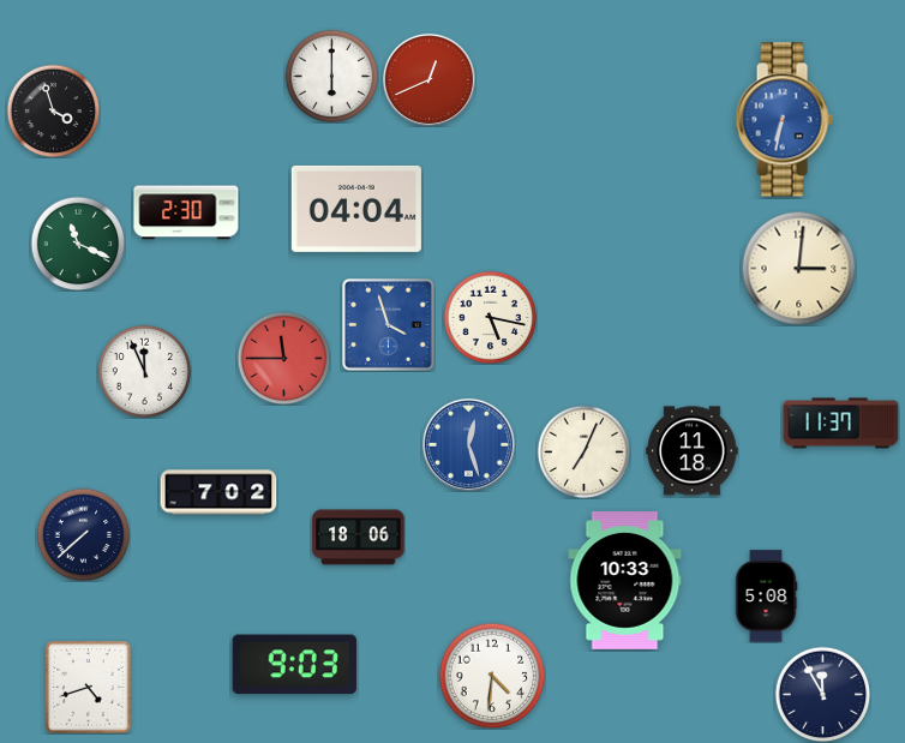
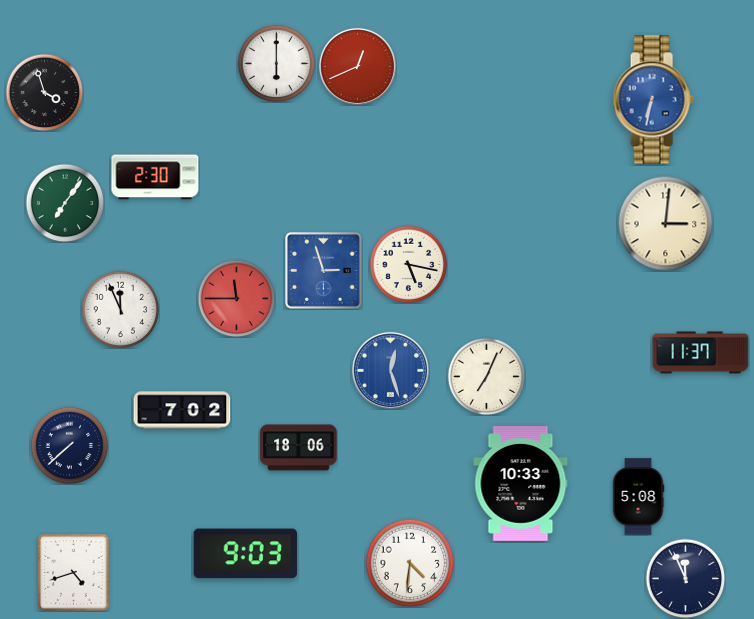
clock at (356, 209): 04:04 -> none
clock at (78, 244): 11:19 -> 7:06
clock at (389, 325): 3:57 -> 2:57
clock at (693, 451): 11:18 -> none
clock at (822, 694): 11:55 -> 11:56
